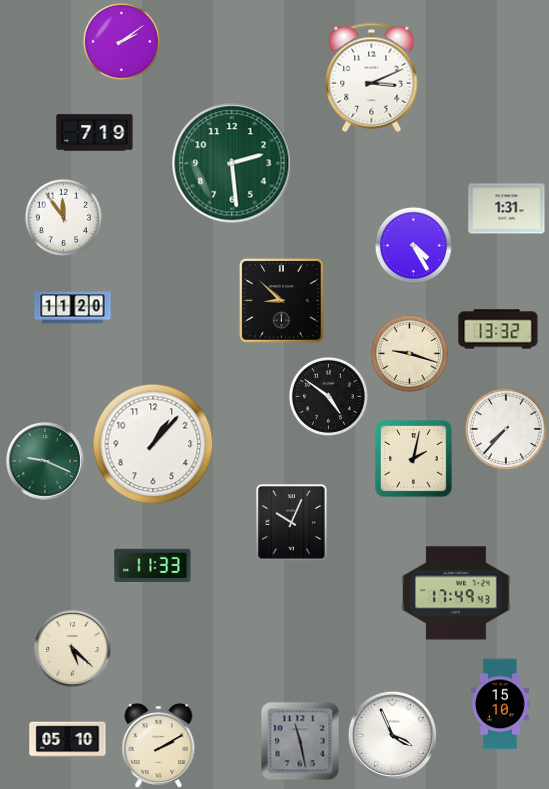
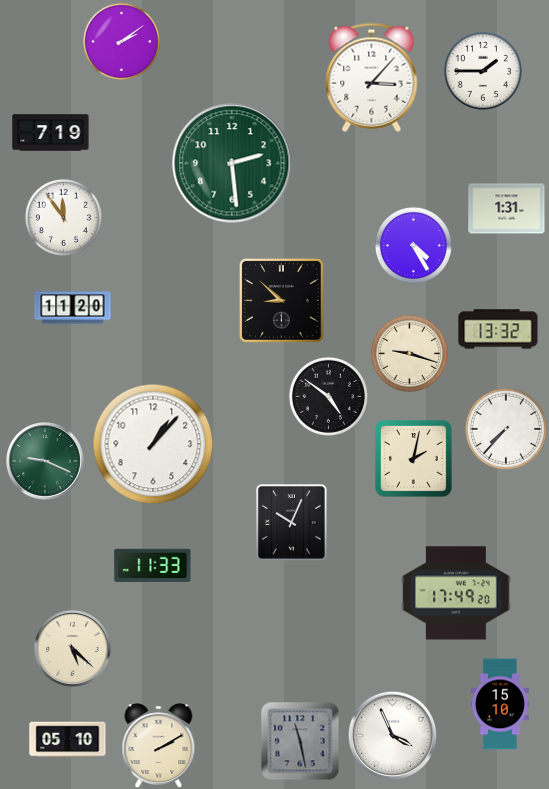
clock at (483, 71): none -> 1:45
clock at (372, 77): 3:11 -> 3:07
clock at (95, 133) position: (95, 133) -> (51, 133)
clock at (456, 593): 17:49:43 -> 17:49:20
